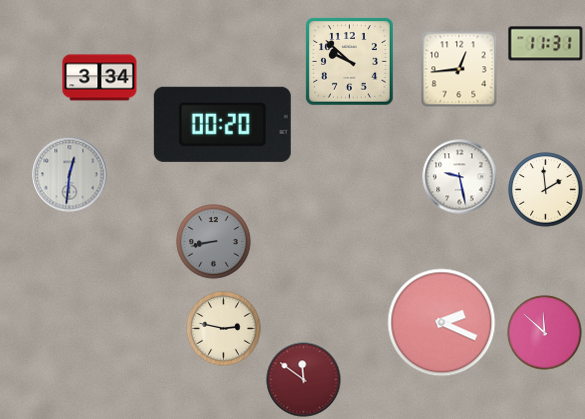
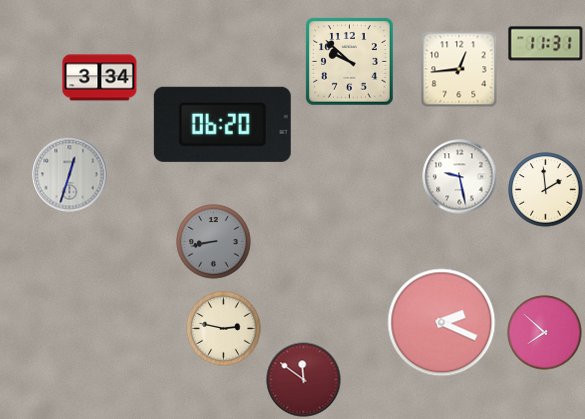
clock at (222, 124): 00:20 -> 06:20
clock at (70, 175): 12:31 -> 12:33
clock at (545, 333): 11:52 -> 7:52
